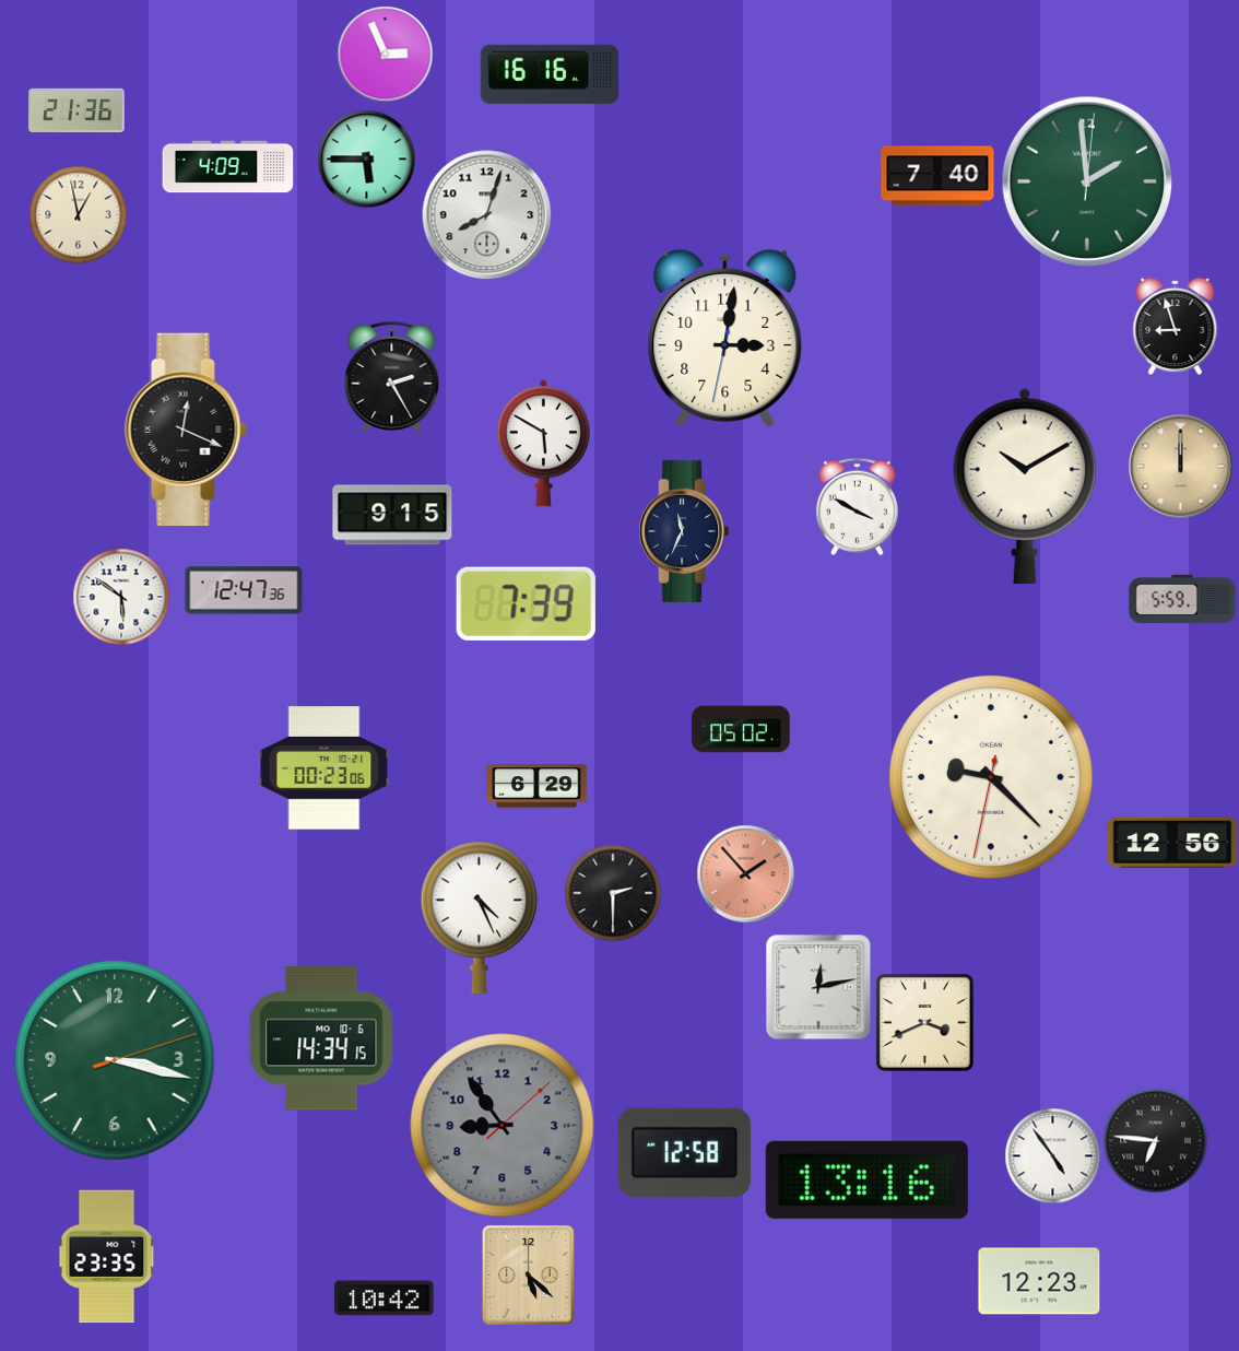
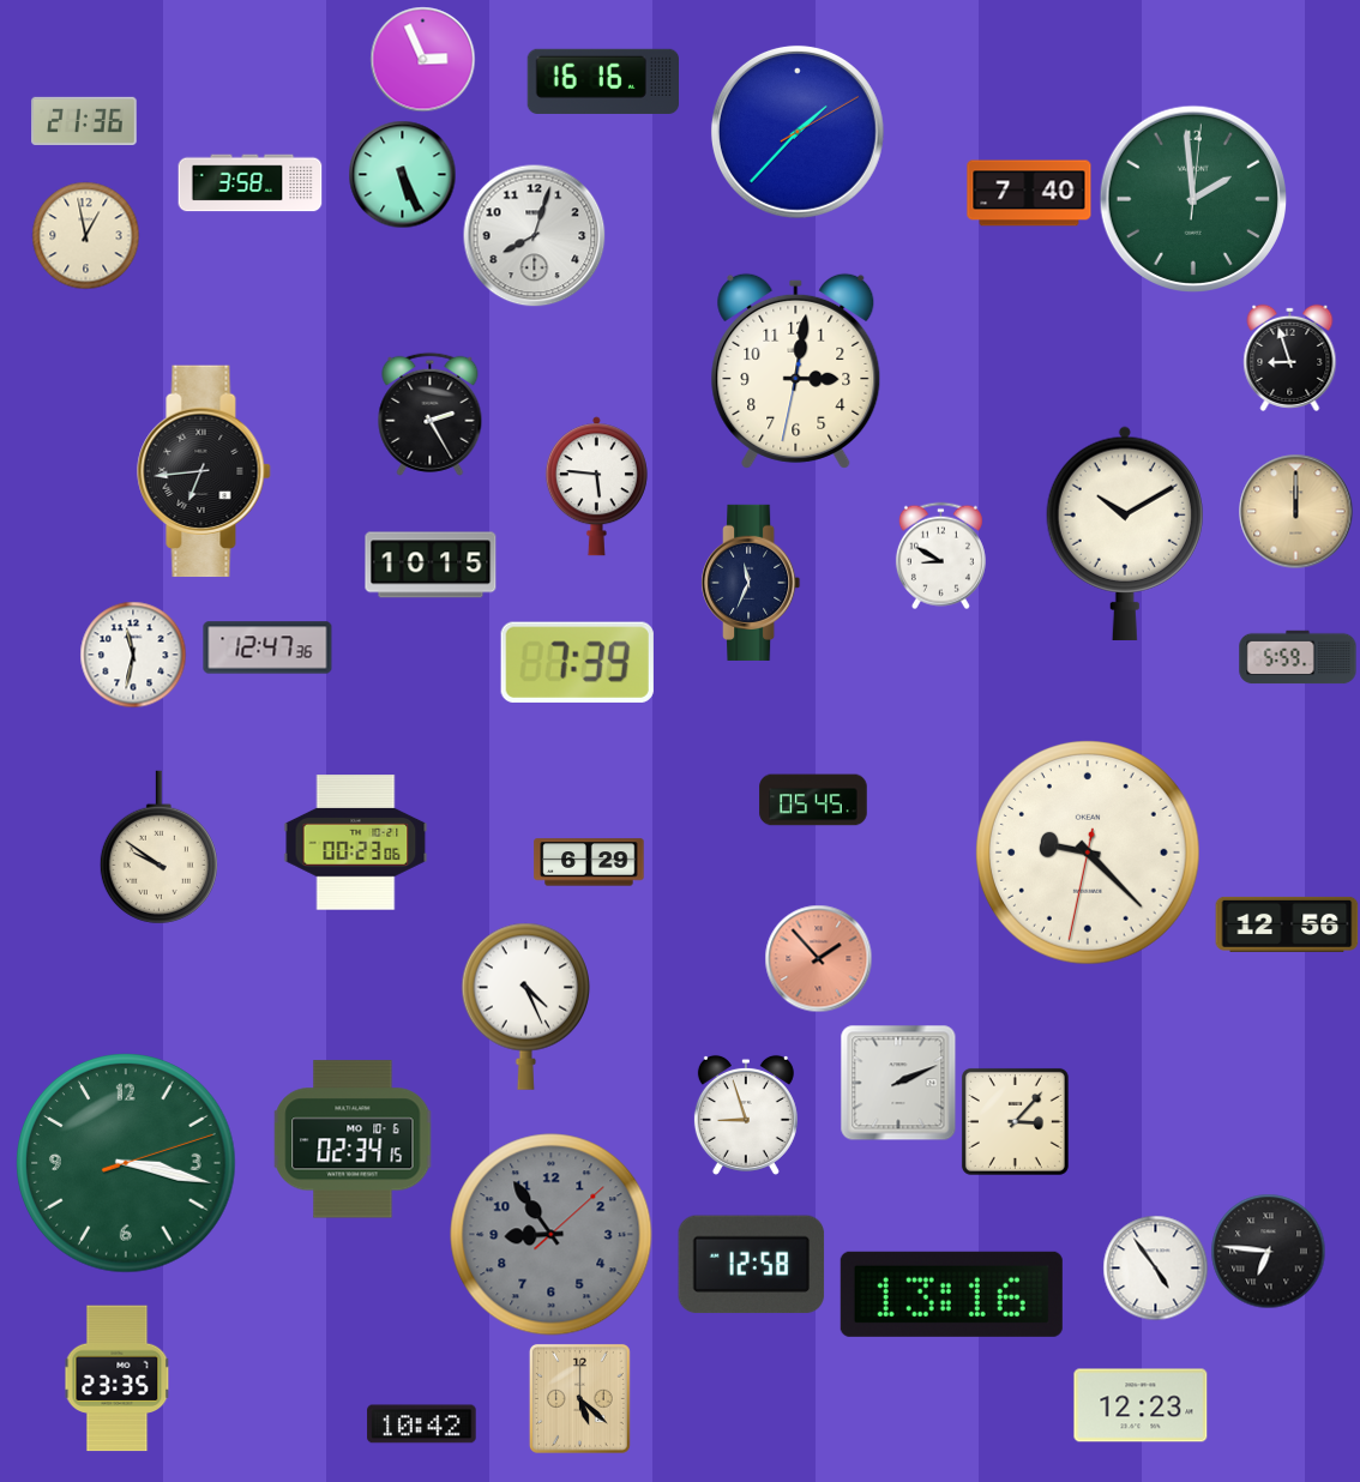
clock at (798, 132): none -> 1:37
clock at (366, 158): 5:45 -> 5:26
clock at (228, 167): 4:09 -> 3:58
clock at (186, 430): 12:19 -> 6:44
clock at (543, 444): 5:50 -> 5:46
clock at (857, 506): 3:50 -> 8:50
clock at (392, 515): 9:15 -> 10:15
clock at (121, 597): 5:51 -> 11:32
clock at (741, 729): 05:02 -> 05:45
clock at (158, 848): none -> 9:51
clock at (613, 893): 2:30 -> none
clock at (818, 987): 12:13 -> 2:11
clock at (746, 1115): none -> 8:57
clock at (924, 1022): 3:41 -> 3:07
clock at (321, 1038): 14:34 -> 02:34
